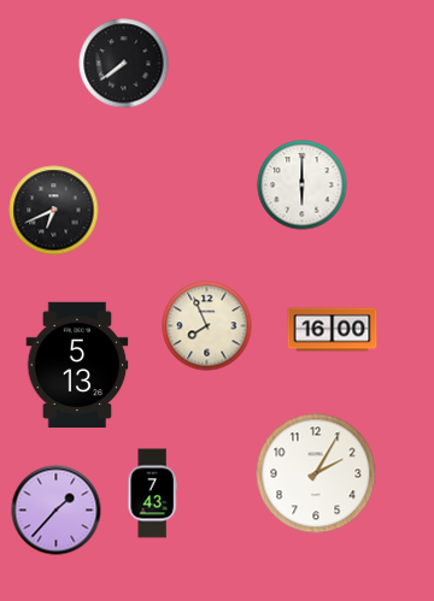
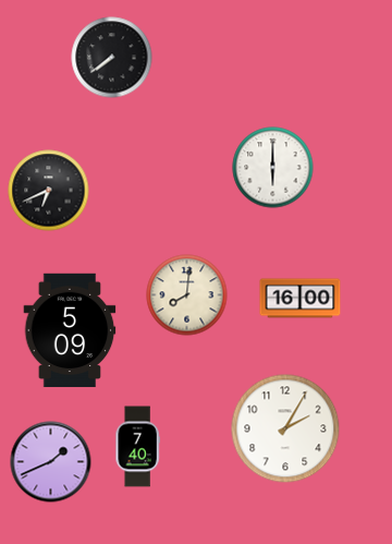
clock at (207, 326): 7:56 -> 8:01
clock at (77, 365): 5:13 -> 5:09
clock at (152, 494): 7:43 -> 7:40
clock at (57, 511): 1:37 -> 1:41
